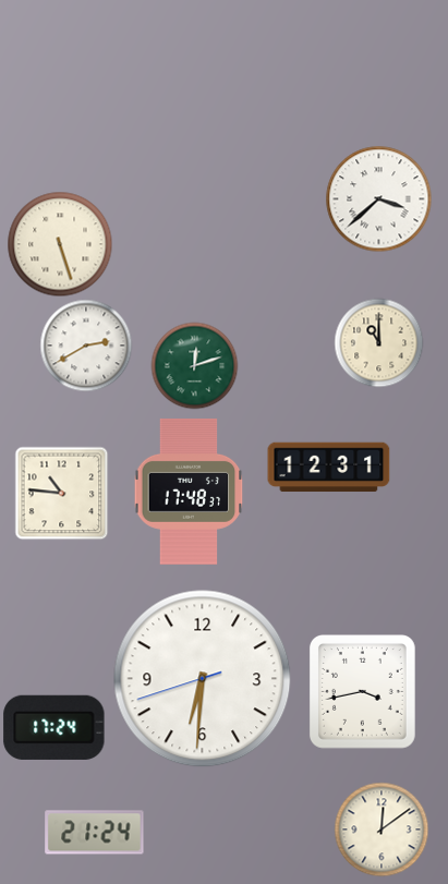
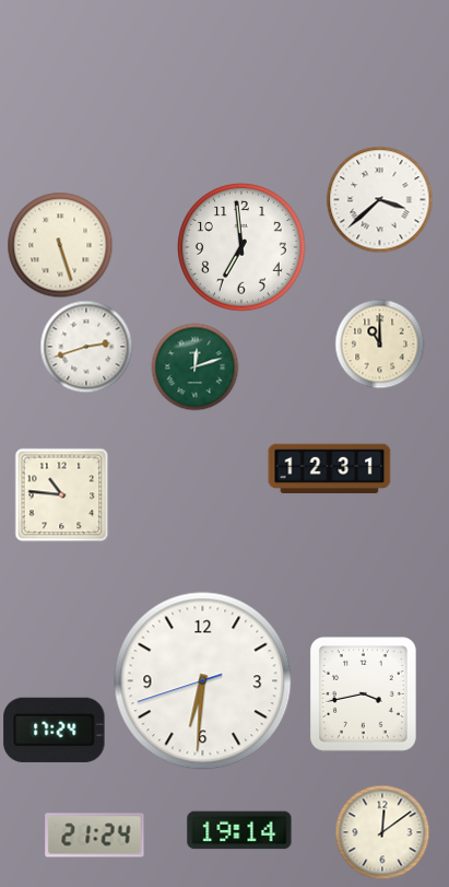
clock at (243, 248): none -> 6:59
clock at (86, 346): 2:40 -> 2:42
clock at (189, 492): 17:48 -> none
clock at (239, 830): none -> 19:14
